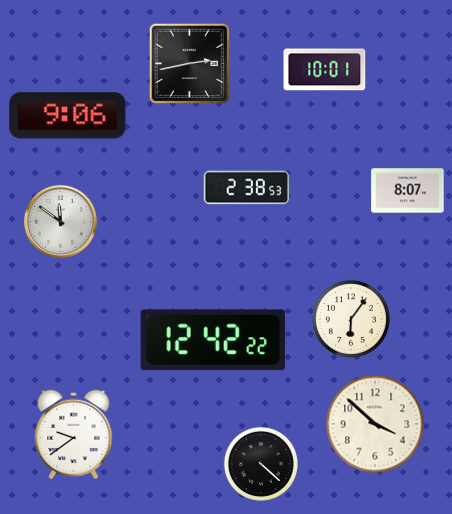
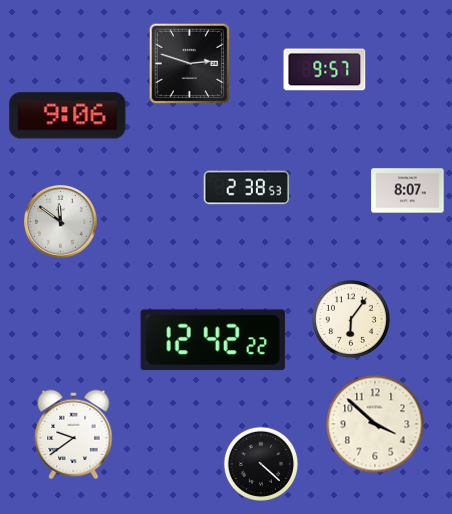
clock at (190, 64): 2:43 -> 2:48
clock at (325, 70): 10:01 -> 9:57
